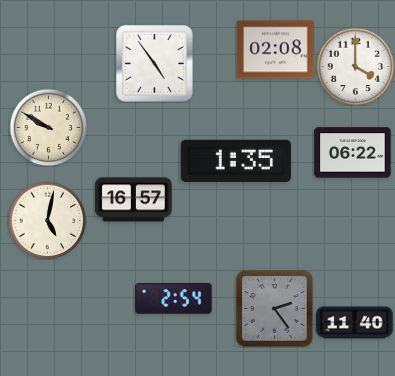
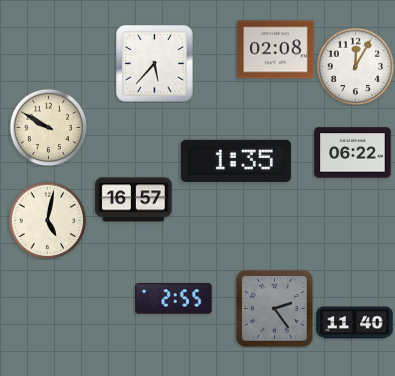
clock at (155, 64): 4:54 -> 5:37
clock at (355, 66): 4:00 -> 12:05
clock at (174, 299): 2:54 -> 2:55
